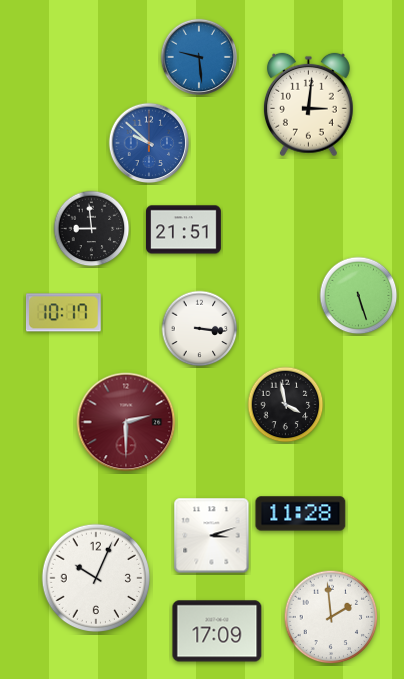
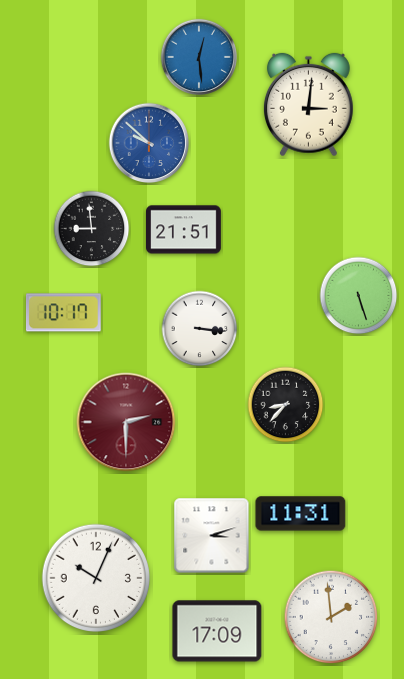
clock at (198, 56): 9:29 -> 12:29
clock at (286, 405): 3:58 -> 8:37
clock at (301, 514): 11:28 -> 11:31
